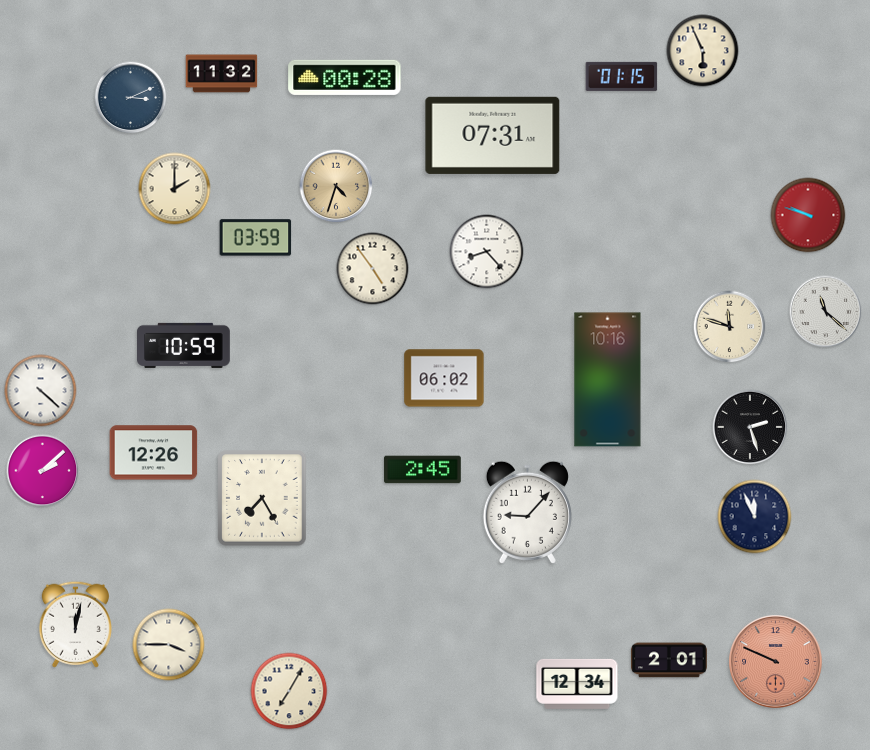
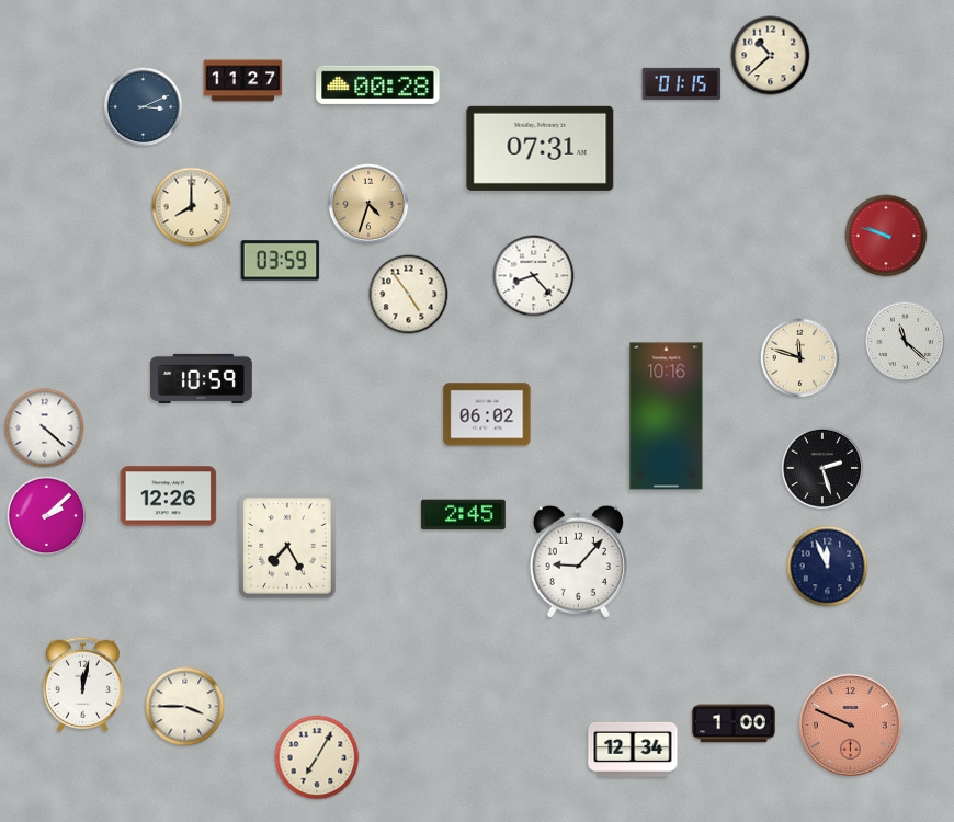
clock at (703, 51): 5:56 -> 10:38
clock at (222, 74): 11:32 -> 11:27
clock at (175, 189): 2:00 -> 8:00
clock at (669, 660): 2:01 -> 1:00
